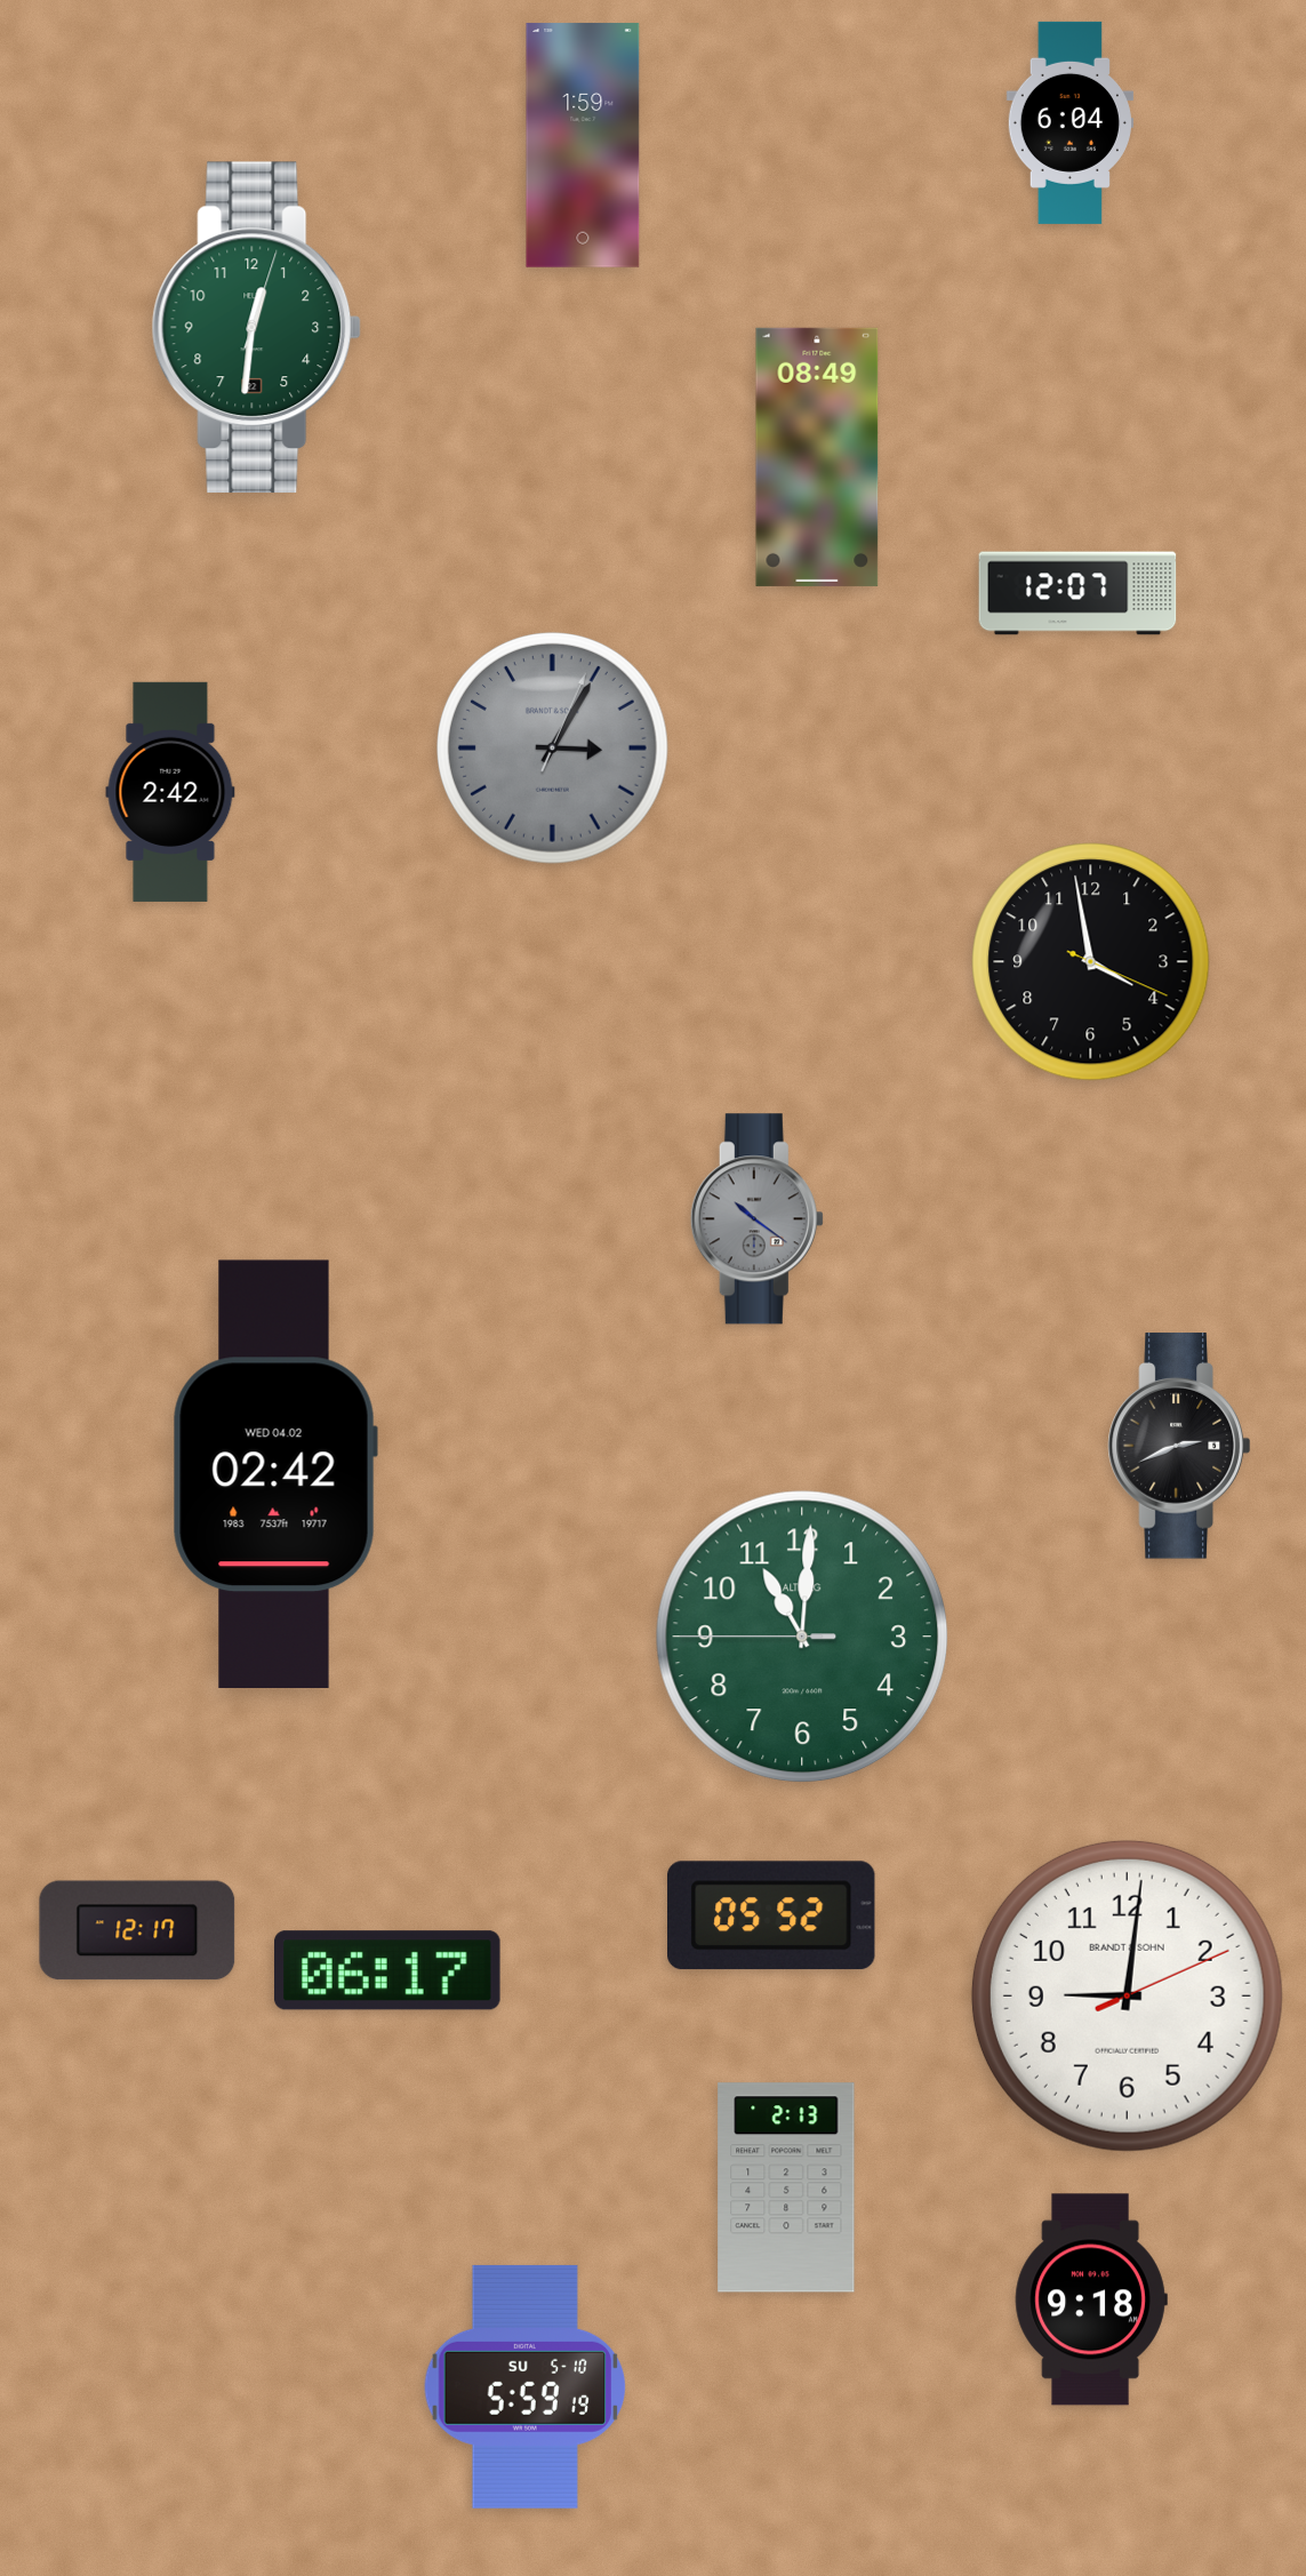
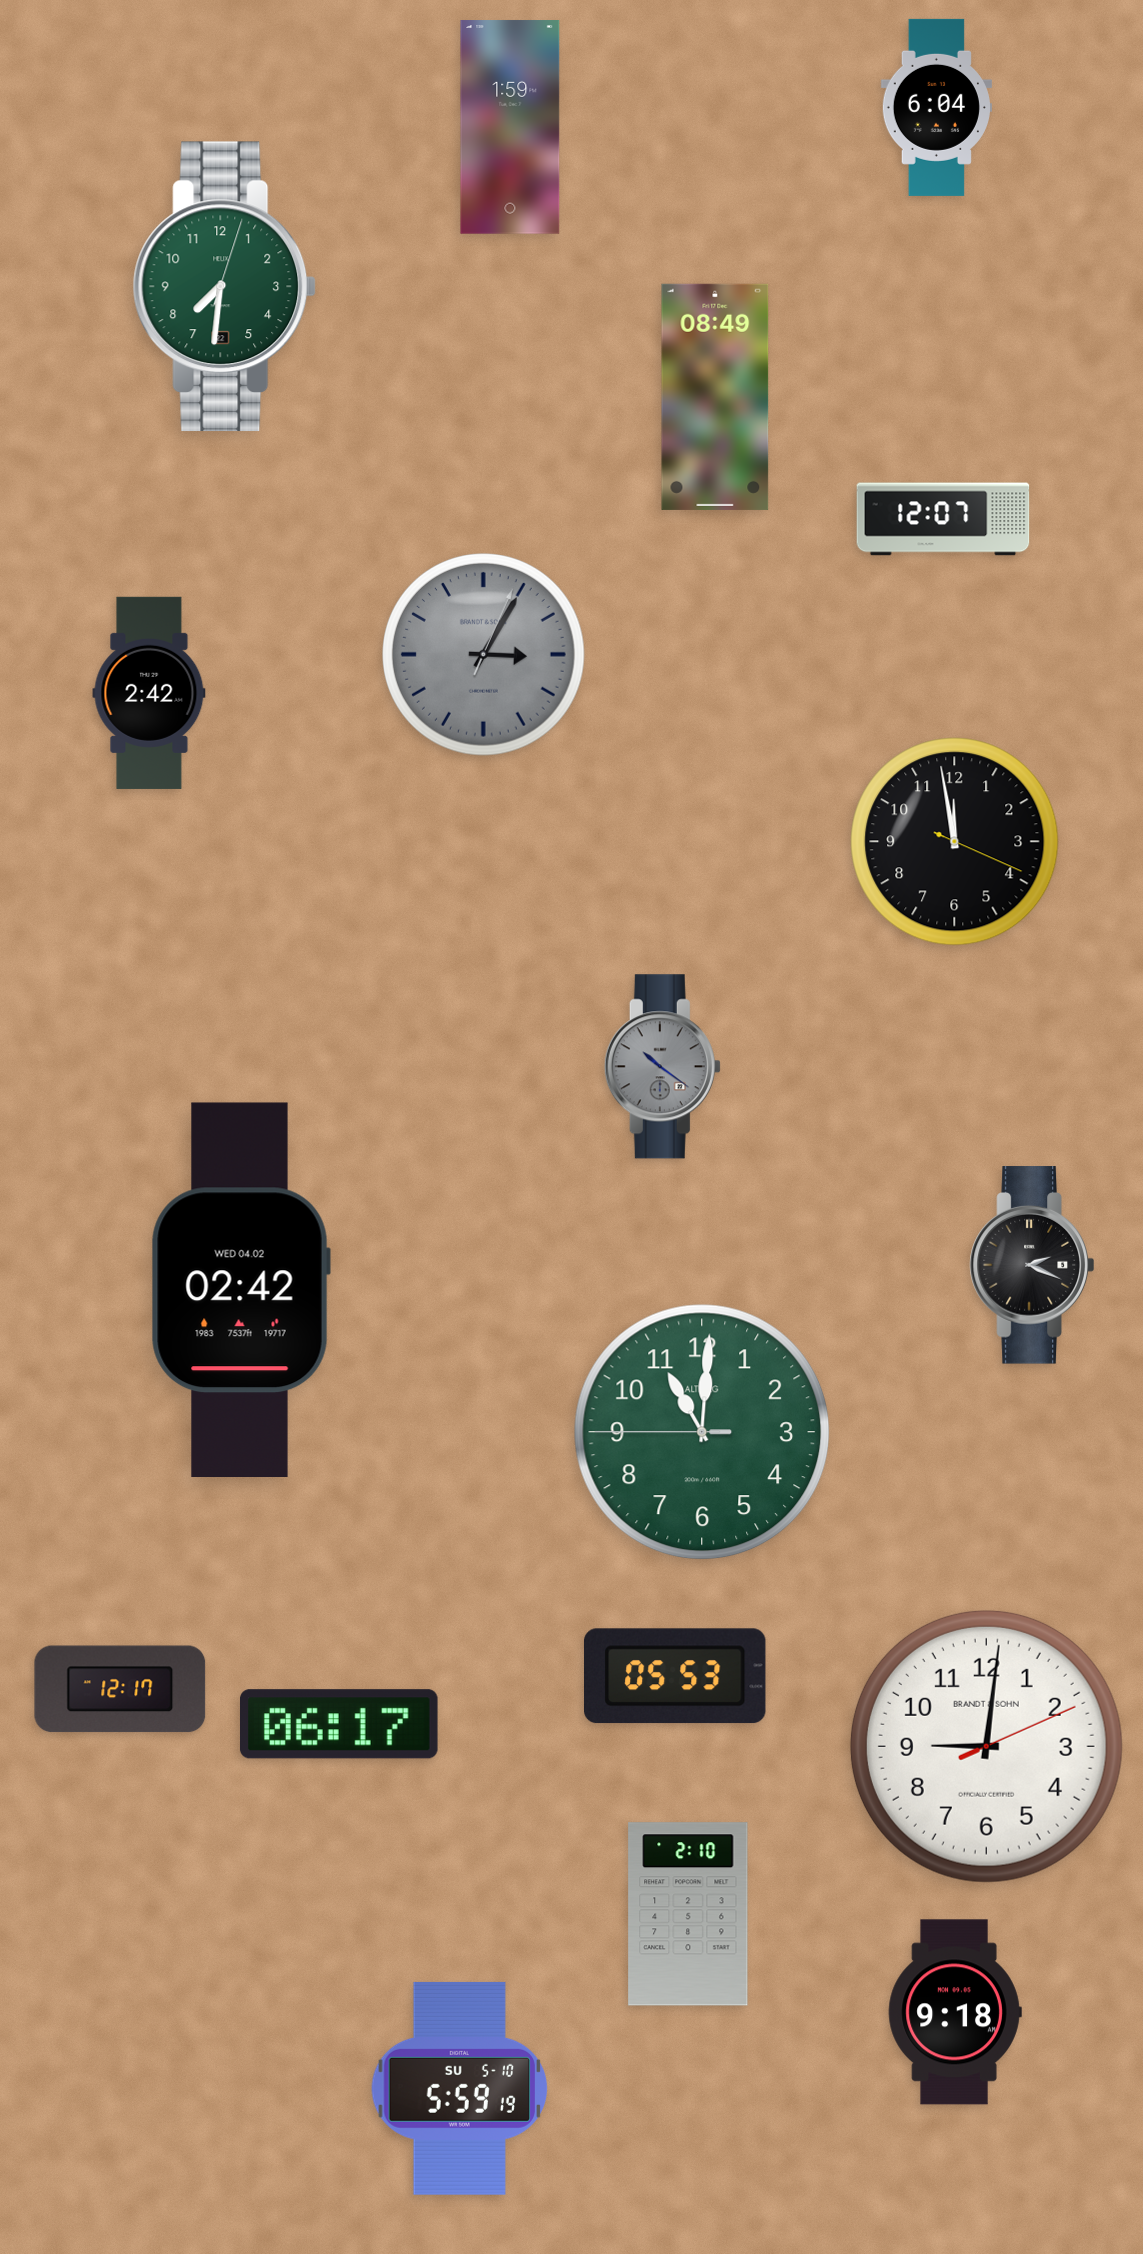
clock at (257, 328): 12:31 -> 7:31
clock at (817, 457) position: (817, 457) -> (715, 397)
clock at (1091, 962): 3:58 -> 11:58
clock at (1179, 1446): 2:41 -> 2:19
clock at (772, 1915): 05:52 -> 05:53
clock at (786, 2187): 2:13 -> 2:10
